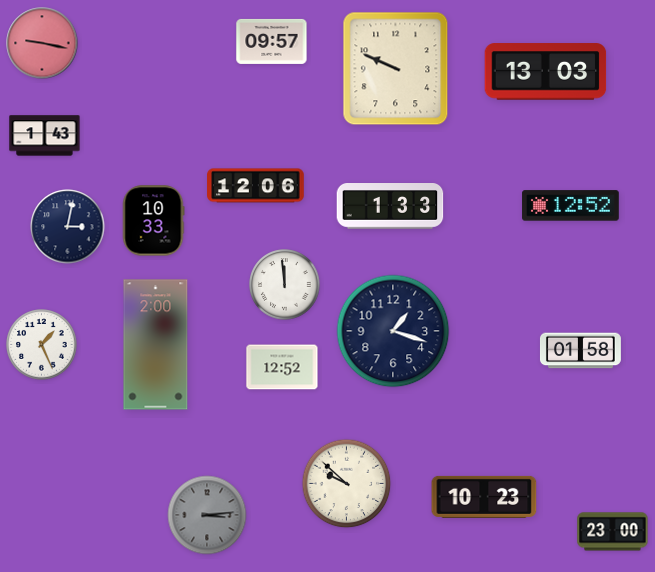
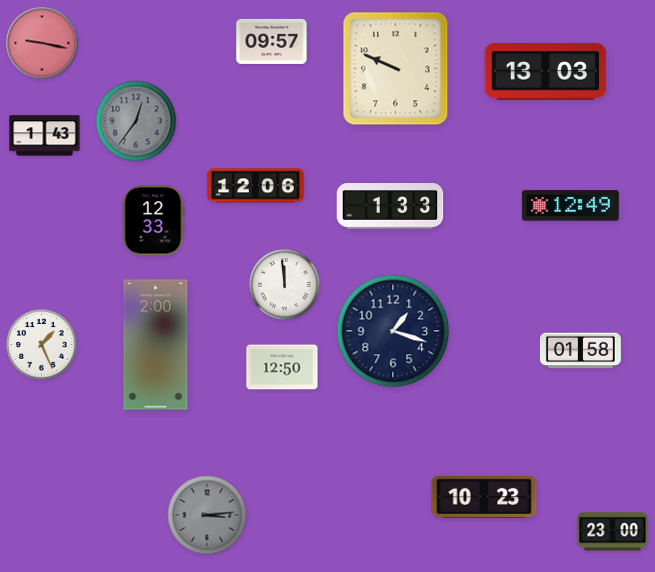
clock at (136, 121): none -> 12:36
clock at (571, 206): 12:52 -> 12:49
clock at (153, 221): 10:33 -> 12:33
clock at (68, 227): 3:02 -> none
clock at (282, 367): 12:52 -> 12:50
clock at (347, 484): 9:52 -> none
